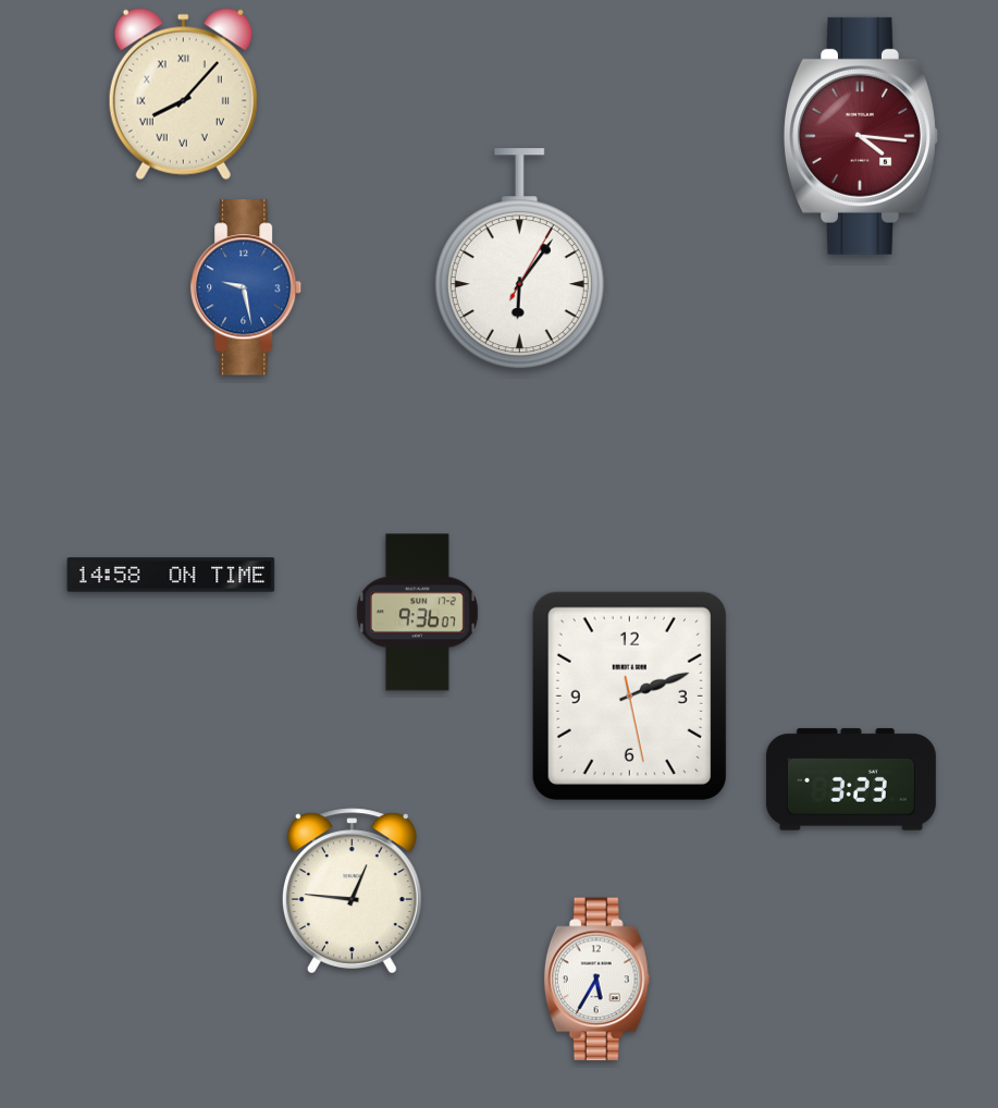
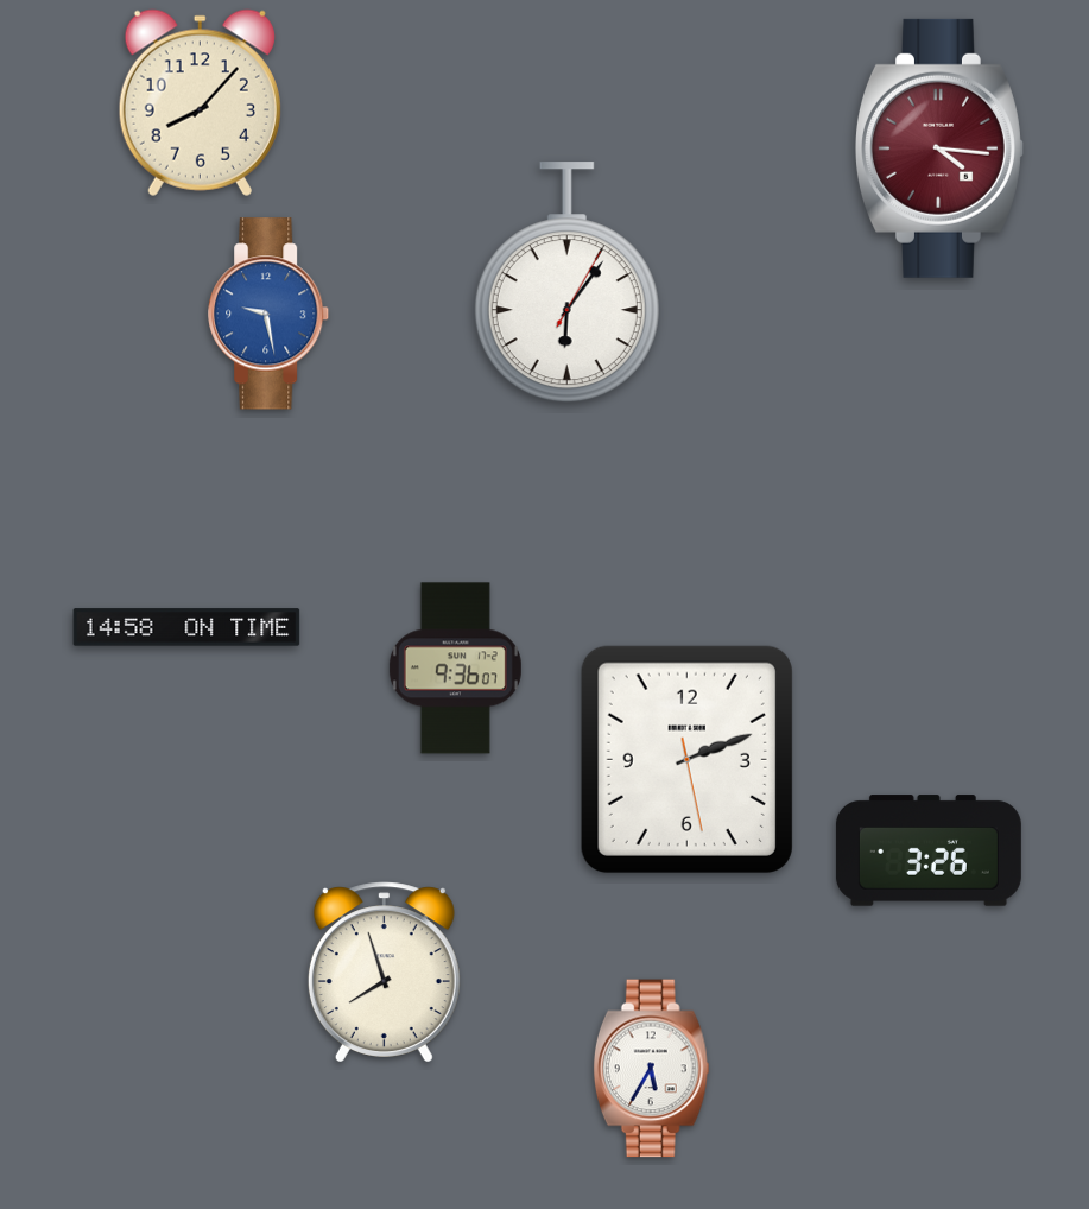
clock at (183, 94) numerals: Roman -> Arabic
clock at (851, 779): 3:23 -> 3:26
clock at (352, 891): 12:46 -> 7:57
